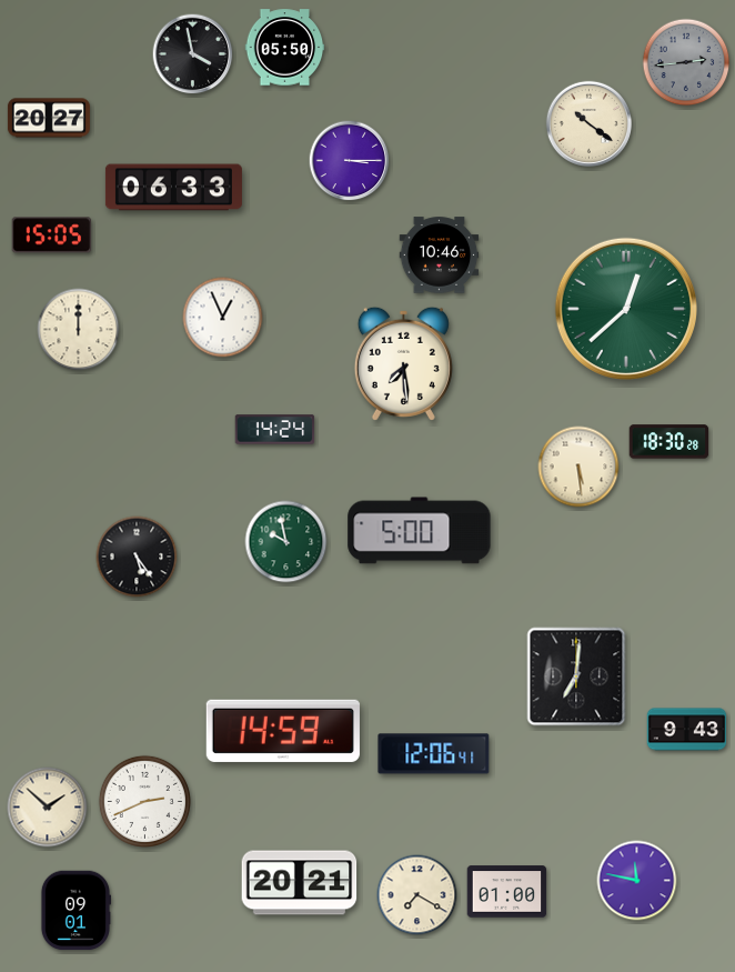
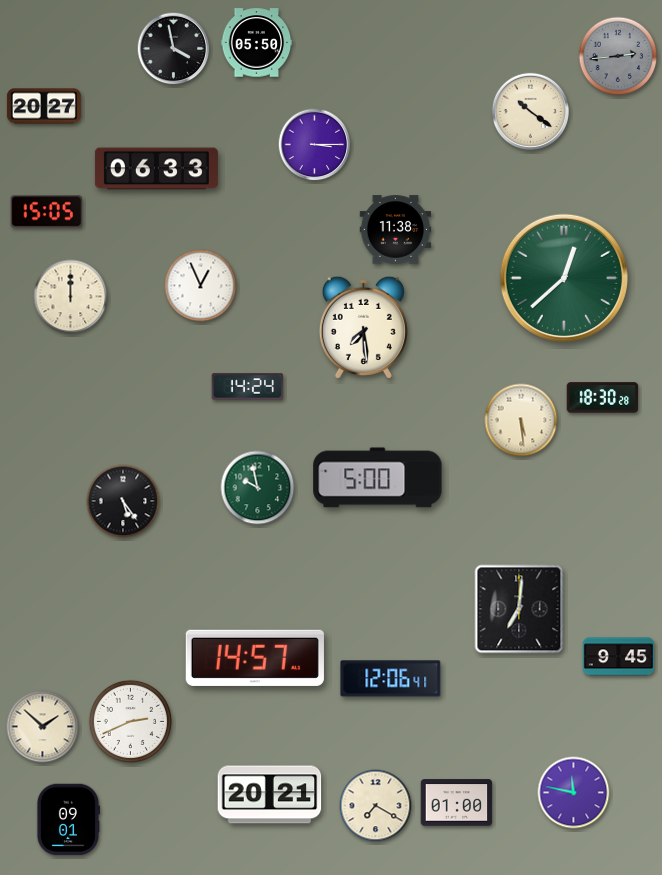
clock at (440, 255): 10:46 -> 11:38
clock at (687, 730): 9:43 -> 9:45
clock at (283, 731): 14:59 -> 14:57
